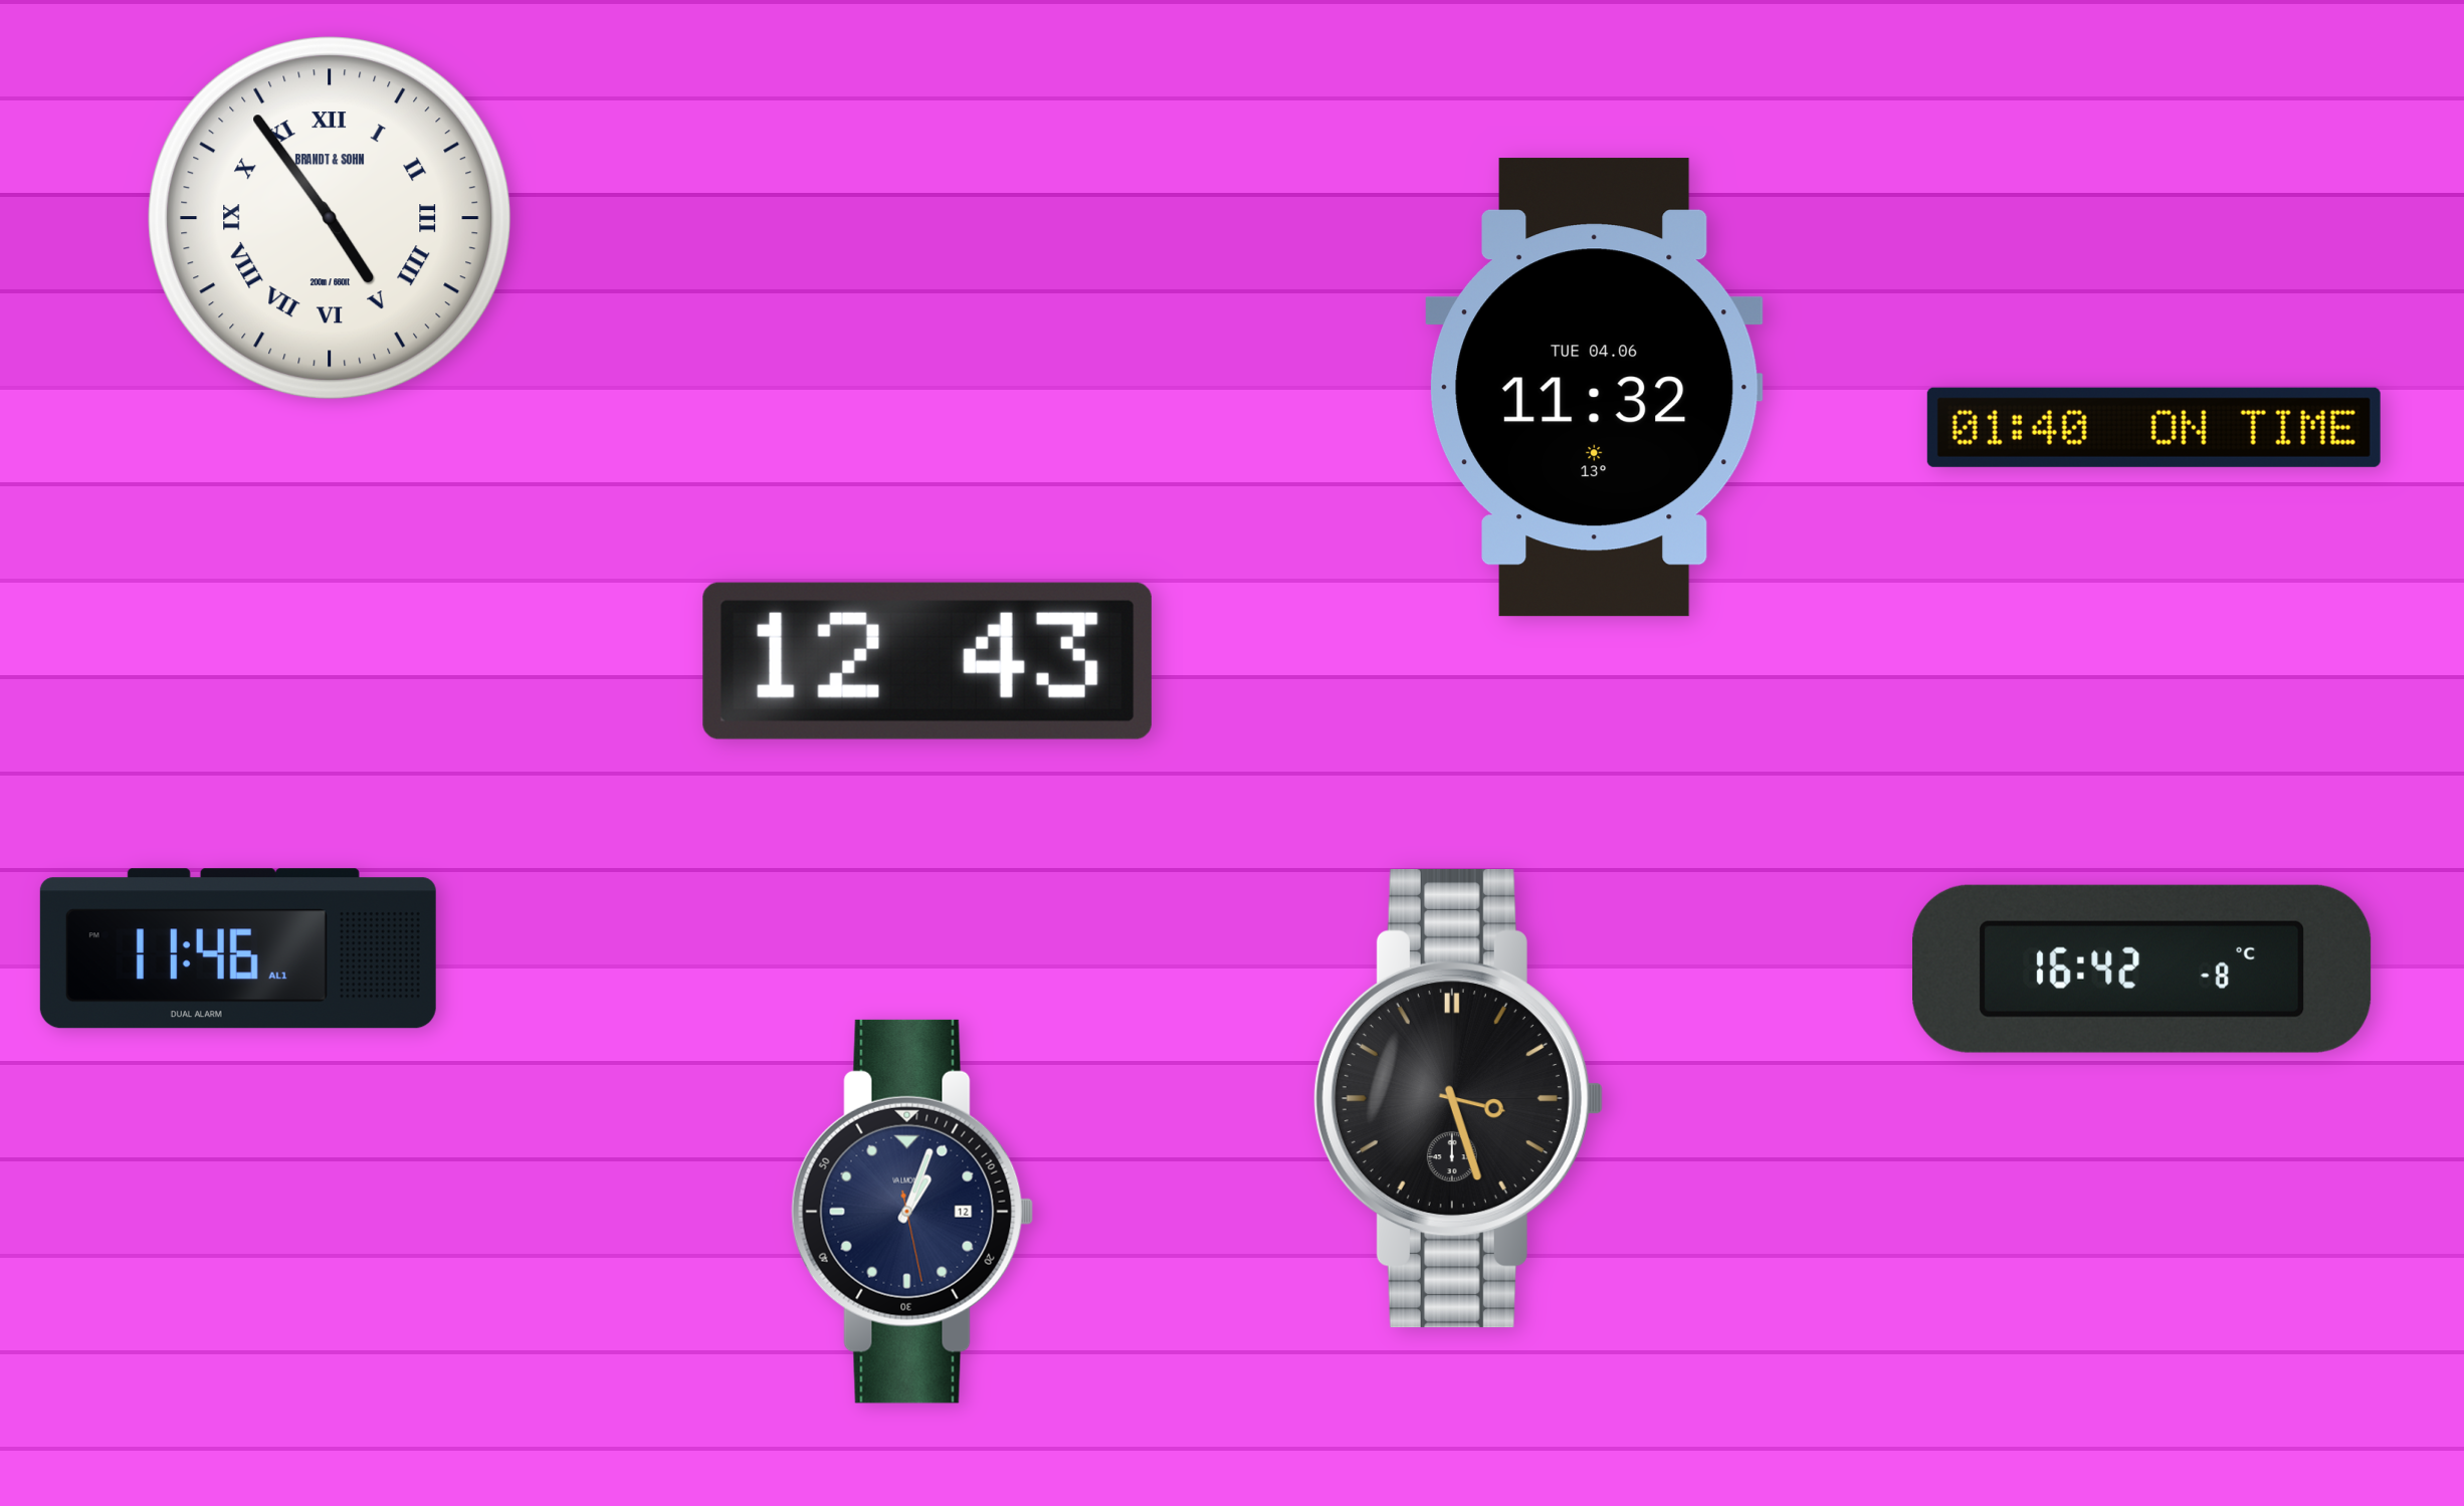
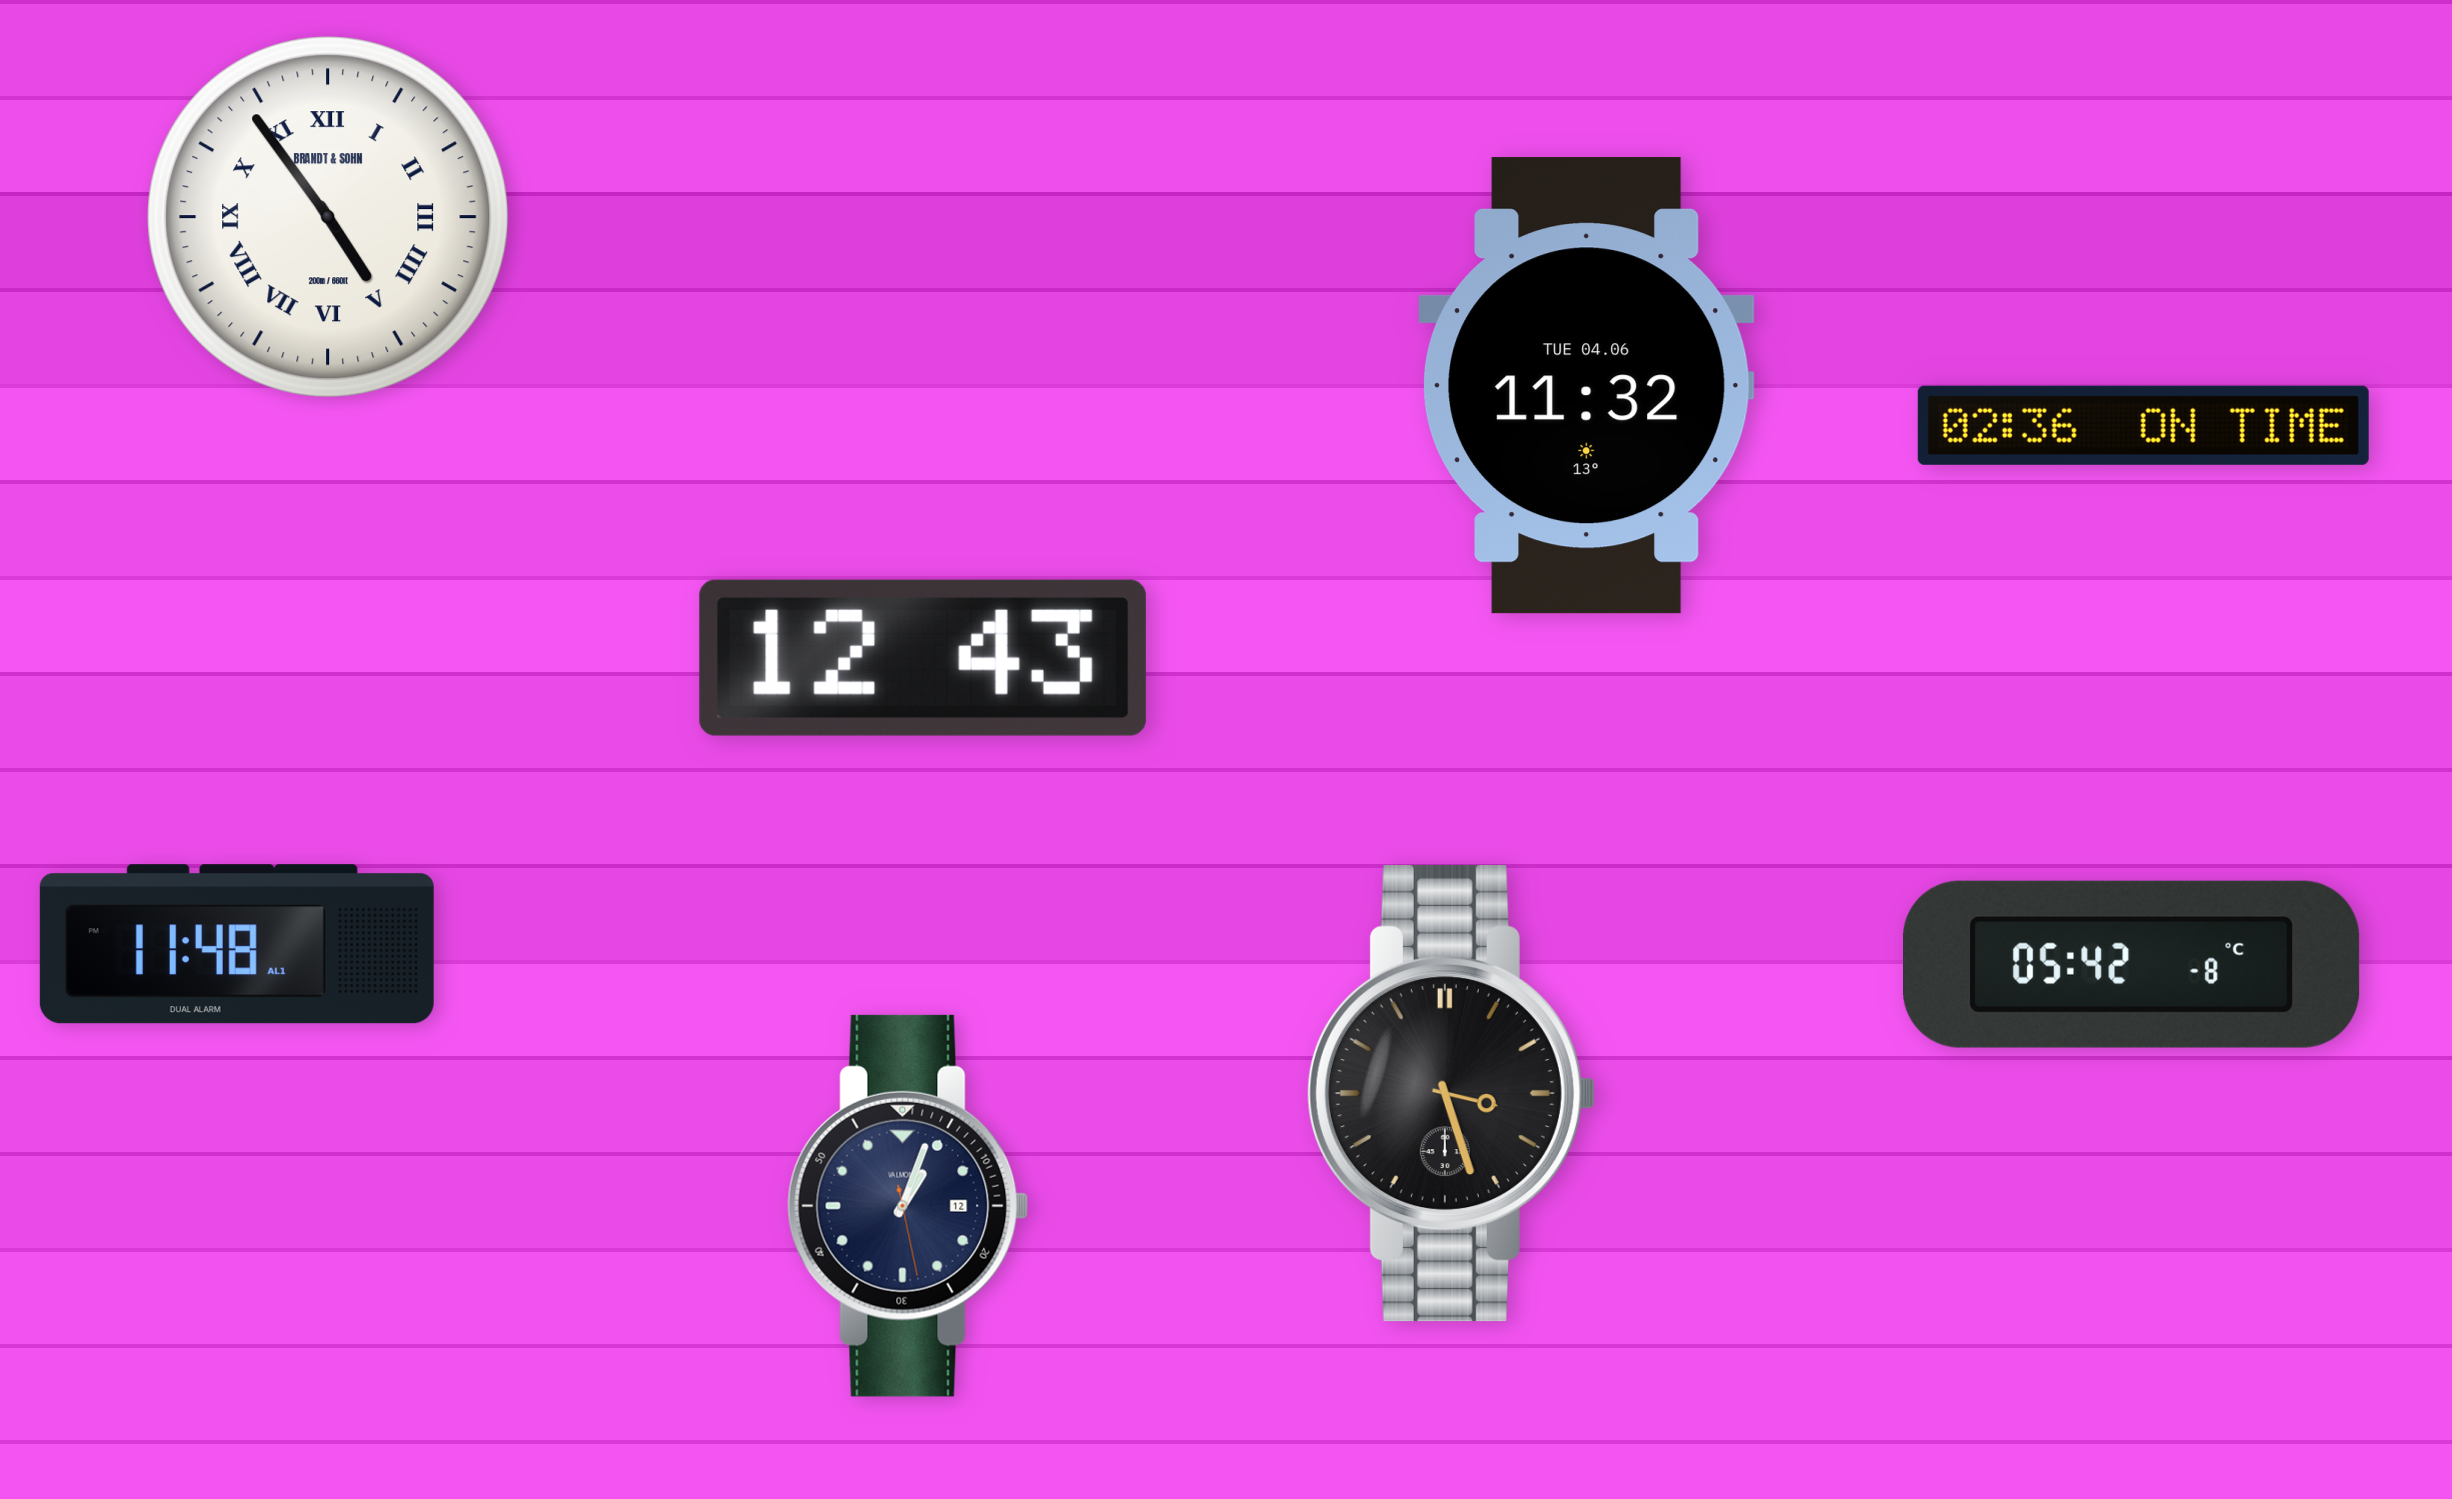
clock at (2153, 427): 01:40 -> 02:36
clock at (238, 948): 11:46 -> 11:48
clock at (2142, 969): 16:42 -> 05:42
